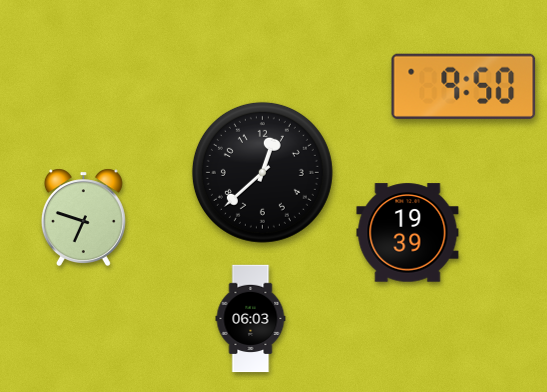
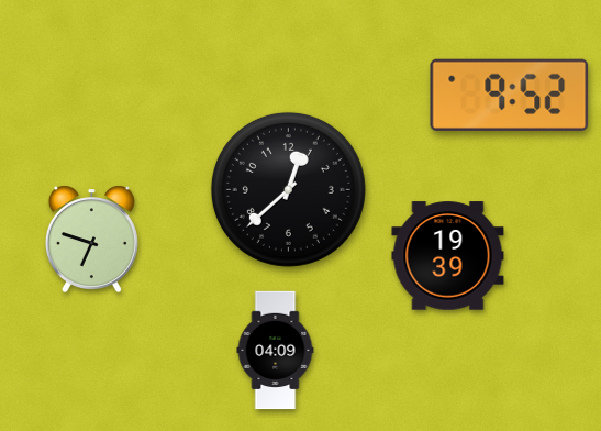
clock at (464, 86): 9:50 -> 9:52
clock at (251, 319): 06:03 -> 04:09
